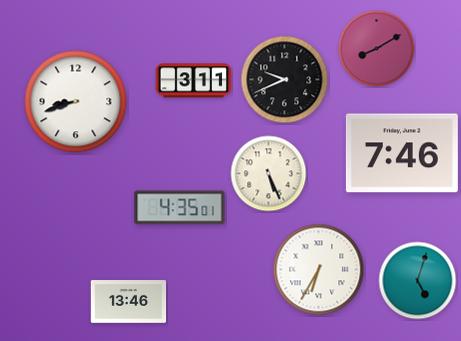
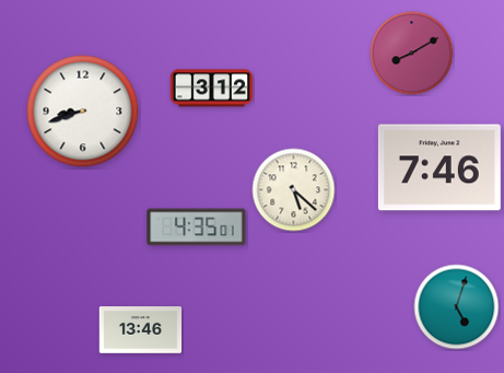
clock at (285, 80): 9:41 -> none
clock at (194, 81): 3:11 -> 3:12
clock at (269, 174): 5:26 -> 5:22
clock at (319, 270): 6:35 -> none
